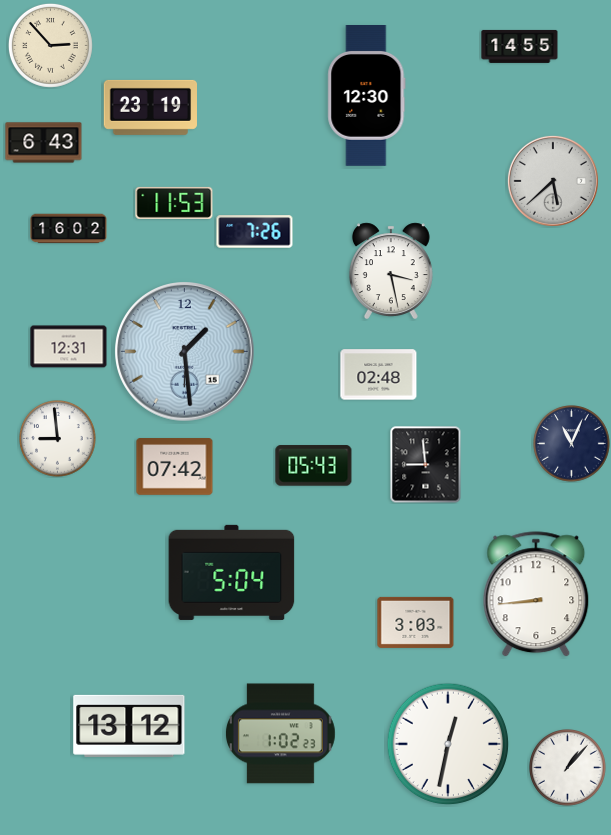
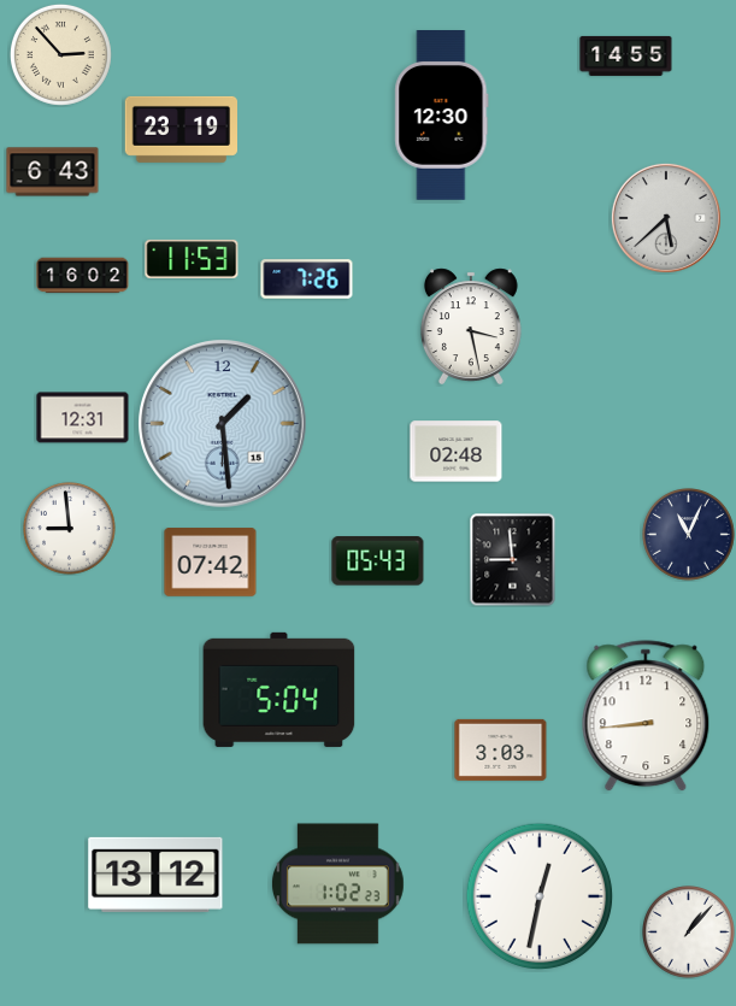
clock at (174, 203) position: (174, 203) -> (192, 259)
clock at (568, 768) position: (568, 768) -> (689, 933)
